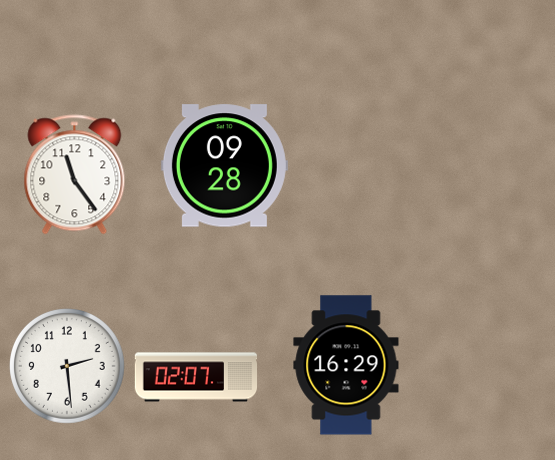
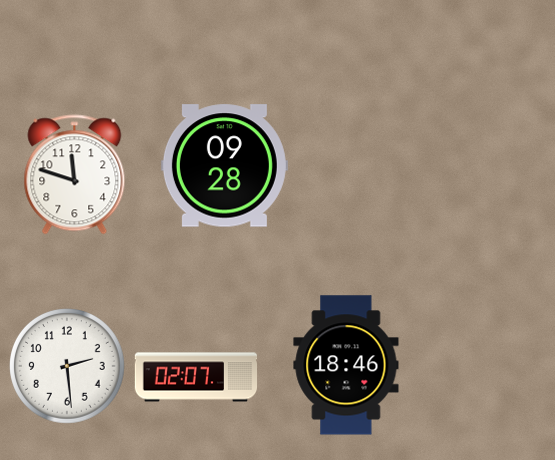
clock at (75, 175): 11:24 -> 11:48
clock at (346, 365): 16:29 -> 18:46
